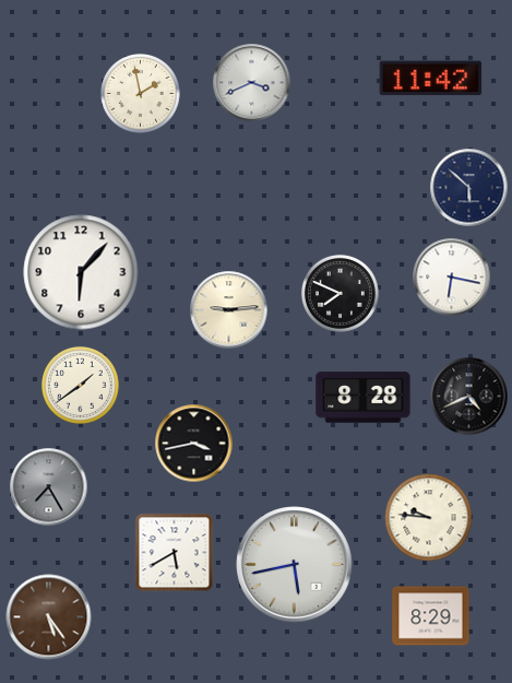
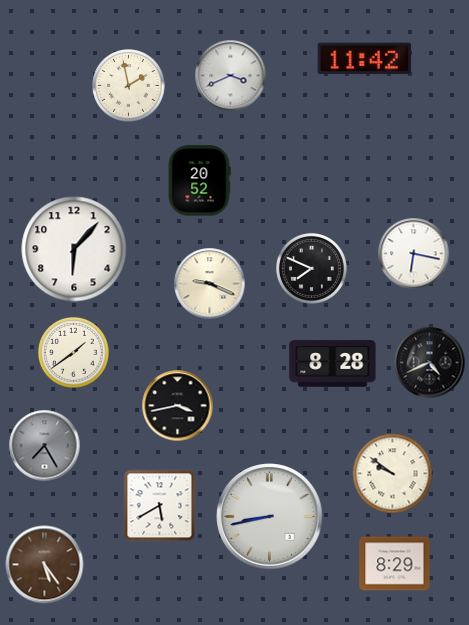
clock at (431, 79) position: (431, 79) -> (365, 59)
clock at (469, 188): 5:52 -> none
clock at (199, 181): none -> 20:52
clock at (229, 310): 9:14 -> 9:19
clock at (429, 518): 9:46 -> 9:51
clock at (295, 565): 5:43 -> 8:43
